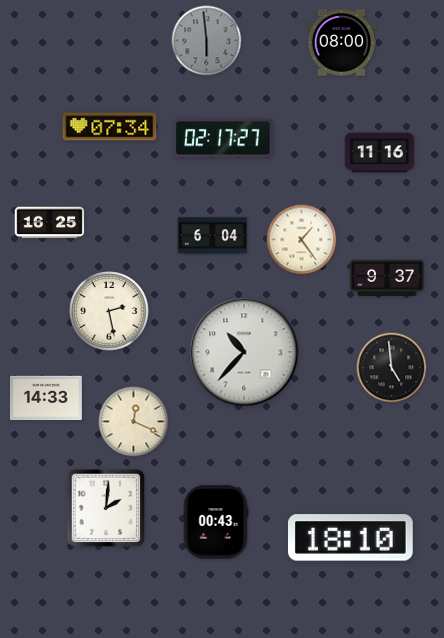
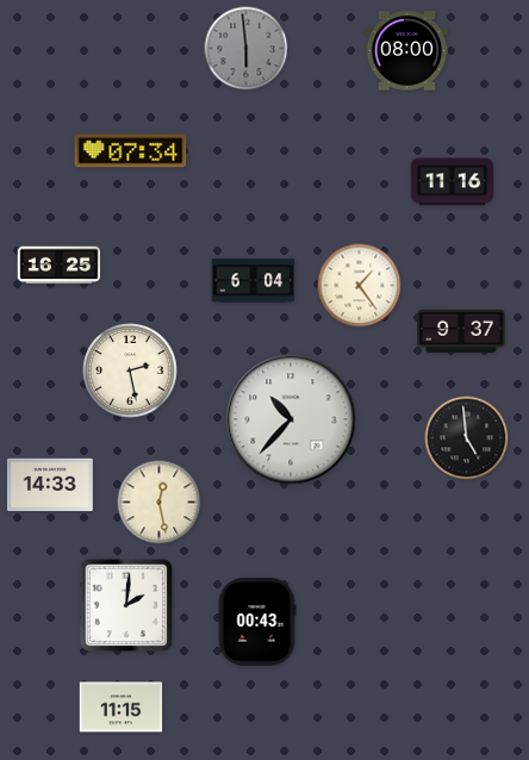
clock at (223, 138): 02:17 -> none
clock at (46, 398) position: (46, 398) -> (50, 485)
clock at (134, 422): 12:19 -> 12:28
clock at (351, 538): 18:10 -> none
clock at (122, 708): none -> 11:15
